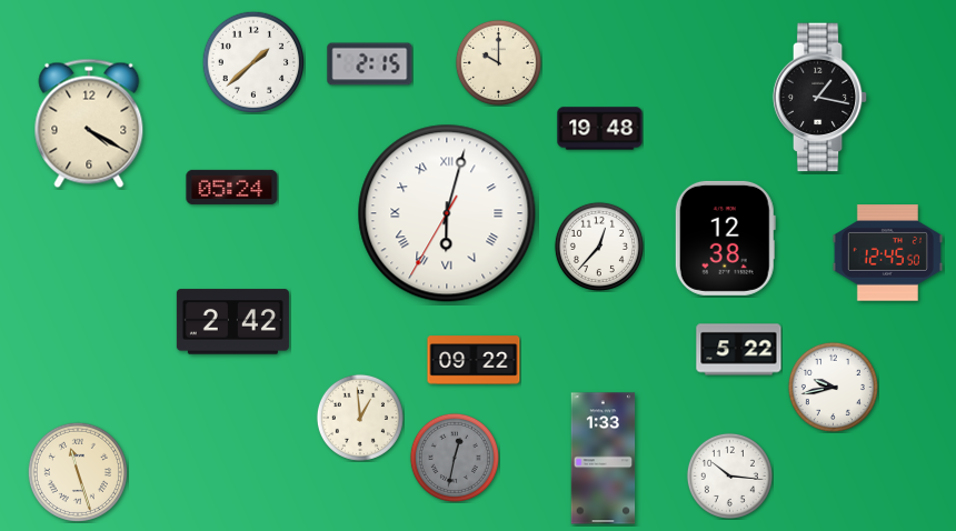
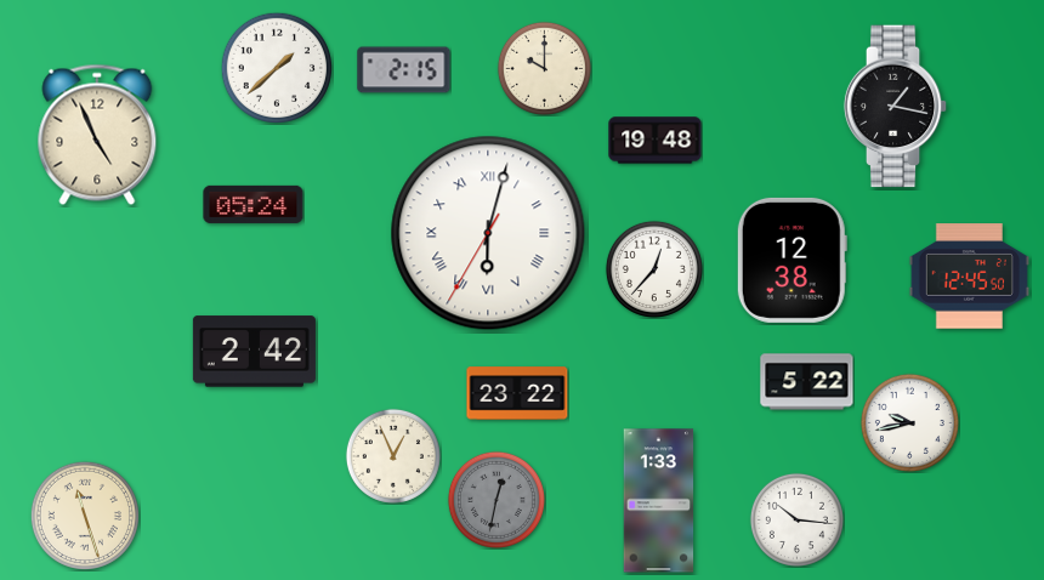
clock at (89, 123): 4:20 -> 4:56
clock at (474, 360): 09:22 -> 23:22
clock at (360, 418): 12:59 -> 12:56
